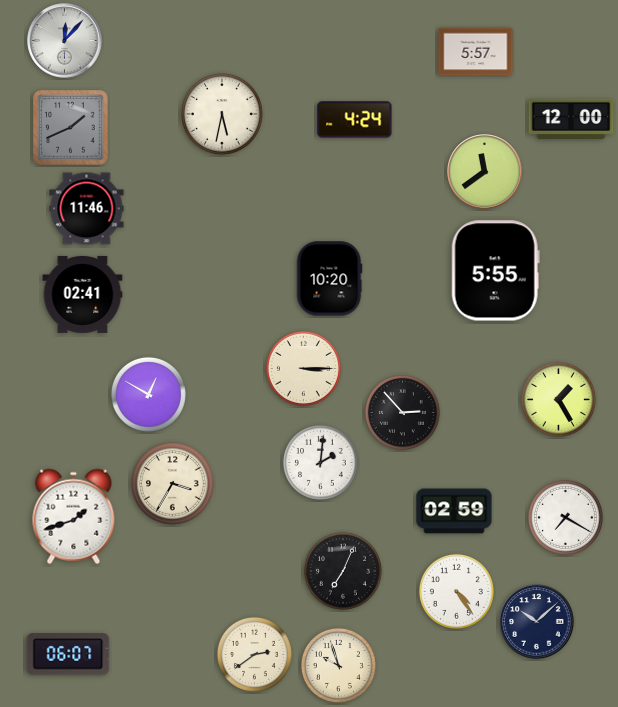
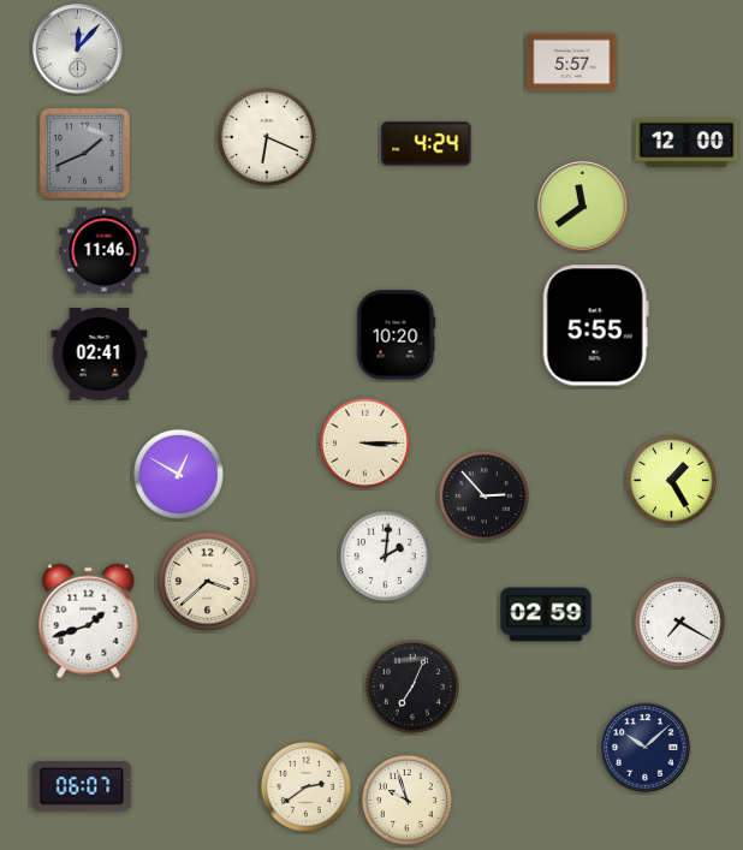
clock at (223, 115): 5:32 -> 6:19
clock at (173, 484): 3:35 -> 3:38
clock at (456, 591): 4:24 -> none
